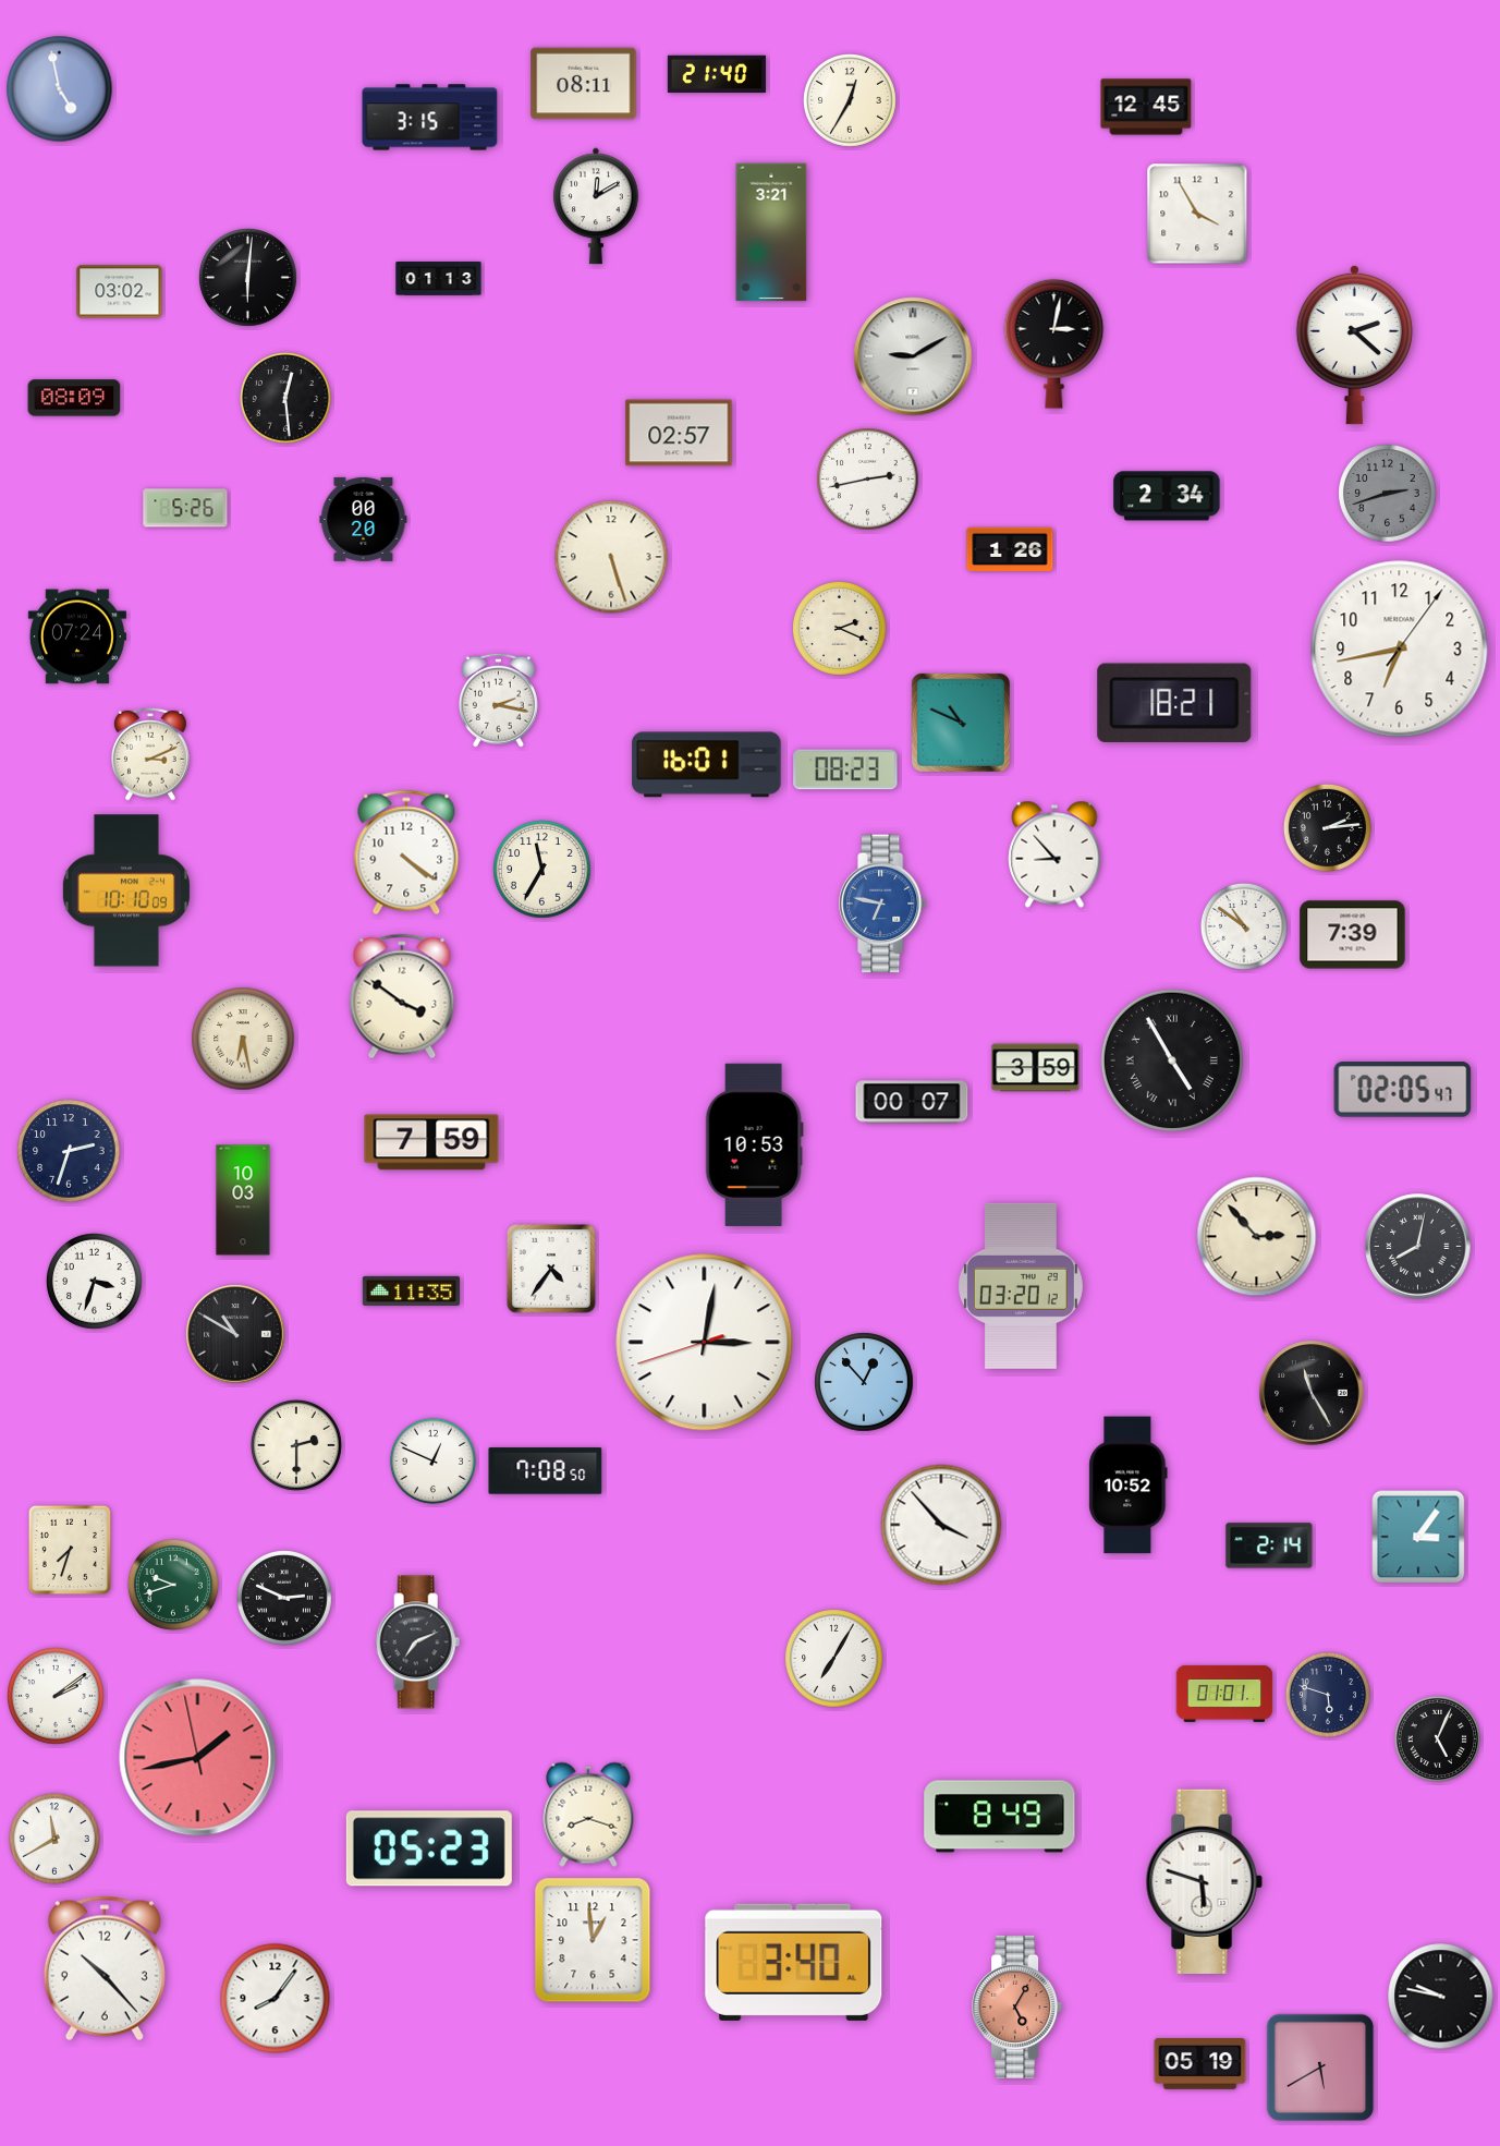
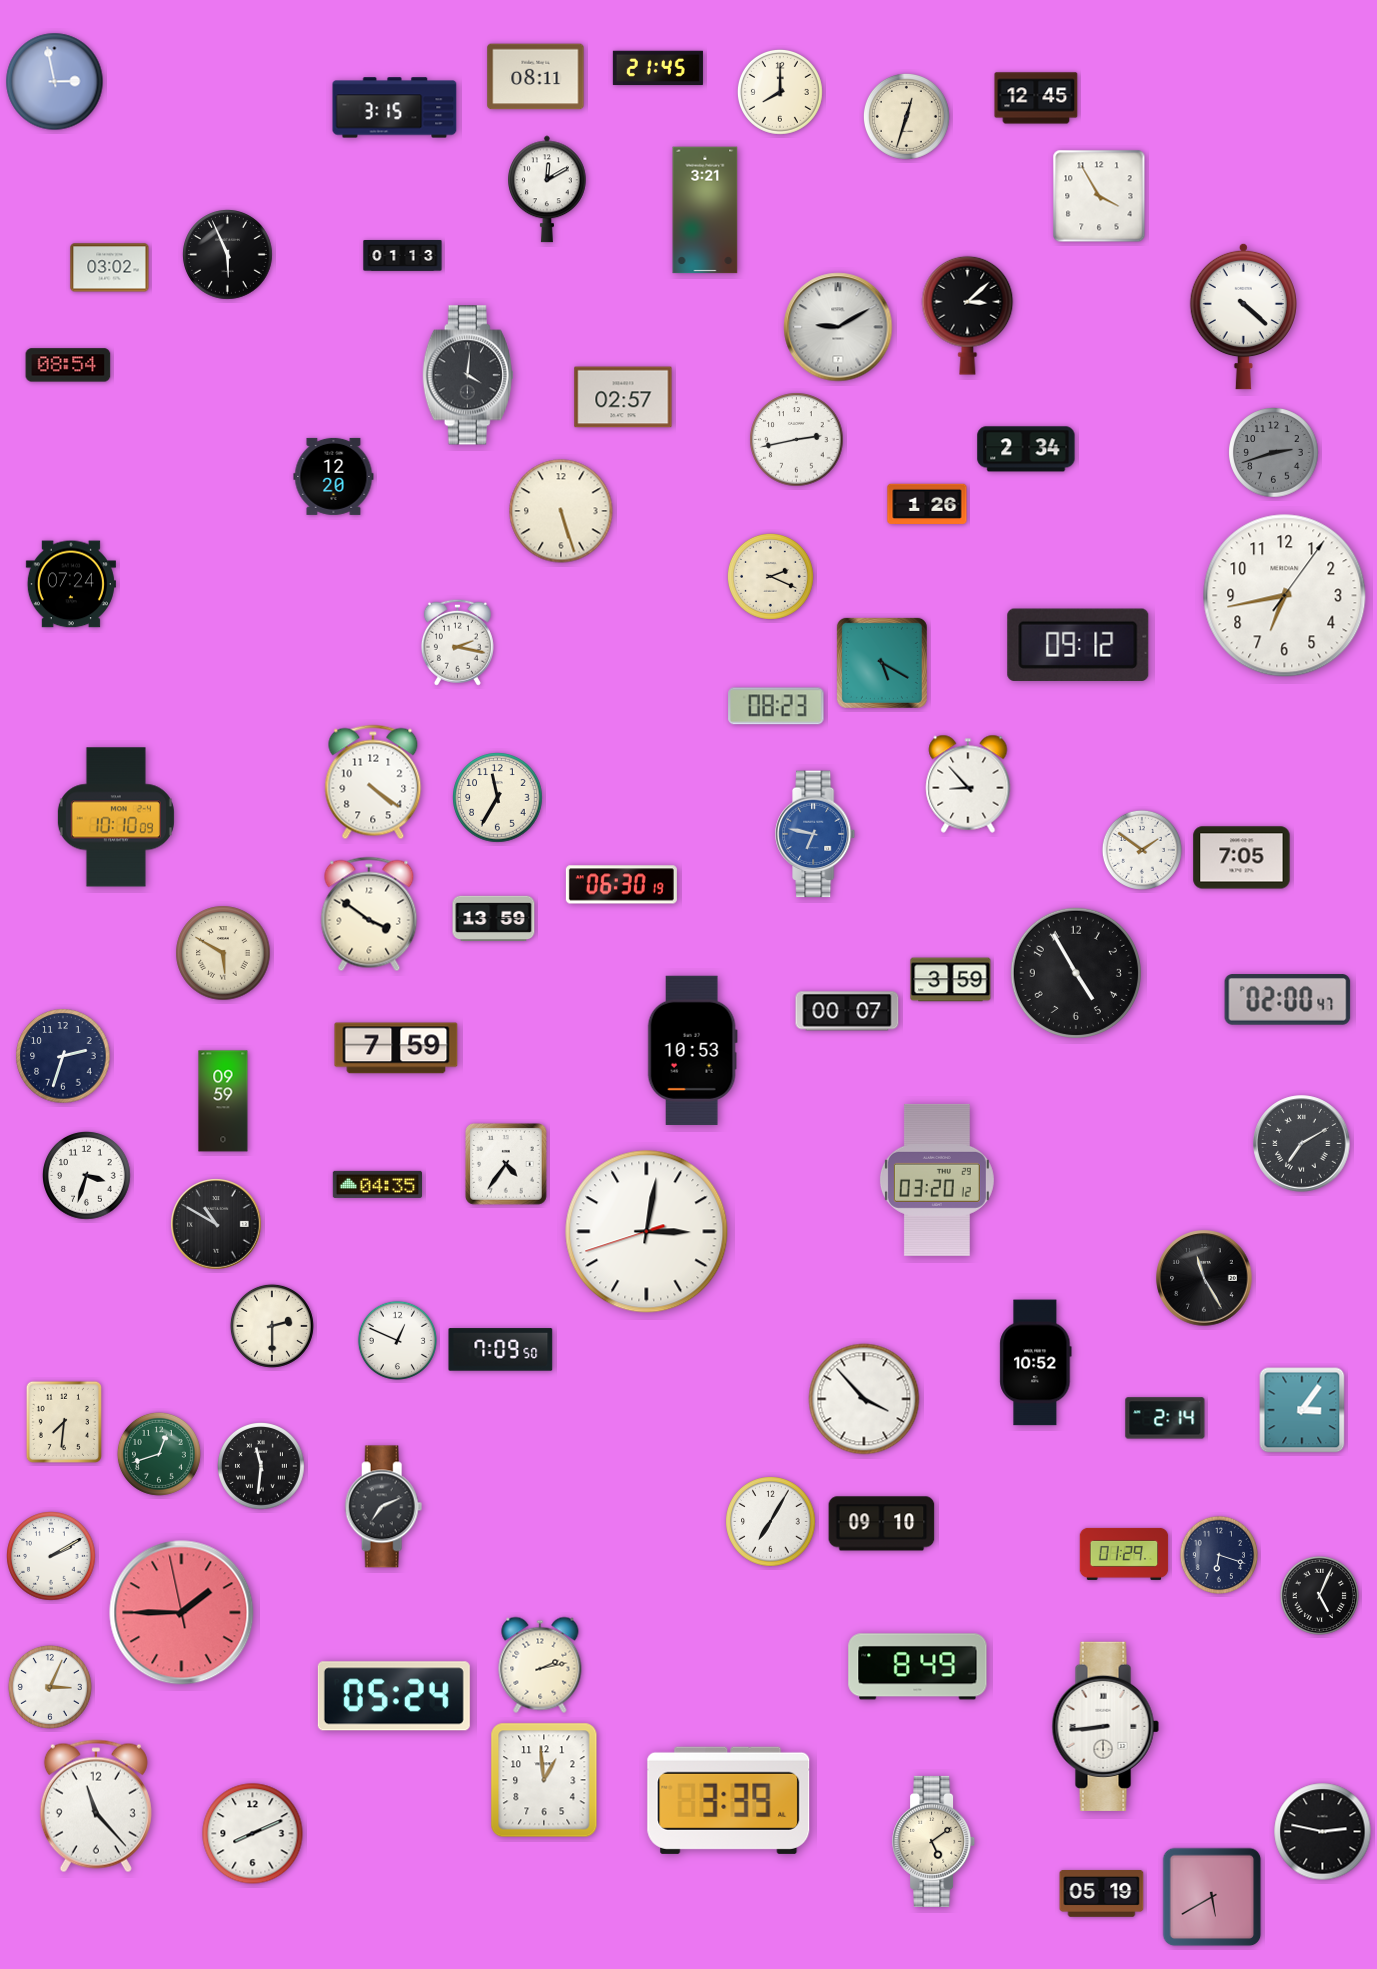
clock at (717, 74): 21:40 -> 21:45
clock at (60, 89): 4:58 -> 2:58
clock at (850, 100): 12:35 -> 8:00
clock at (1146, 107) position: (1146, 107) -> (1036, 98)
clock at (907, 116): none -> 12:33
clock at (771, 232) position: (771, 232) -> (705, 210)
clock at (248, 278): 6:01 -> 5:56
clock at (1054, 343): 3:02 -> 3:08
clock at (1354, 344): 2:22 -> 4:22
clock at (74, 398): 08:09 -> 08:54
clock at (285, 398): 12:29 -> none
clock at (468, 375): none -> 4:01
clock at (1167, 496) position: (1167, 496) -> (1026, 449)
clock at (185, 508): 5:26 -> none
clock at (364, 519): 00:20 -> 12:20
clock at (1174, 702): 18:21 -> 09:12
clock at (961, 723): 10:49 -> 5:20
clock at (150, 754): 3:11 -> none
clock at (707, 765): 16:01 -> none
clock at (1327, 827): 2:14 -> none
clock at (883, 904) position: (883, 904) -> (816, 834)
clock at (1244, 926): 10:51 -> 1:51
clock at (1353, 935): 7:39 -> 7:05
clock at (621, 885): none -> 06:30
clock at (494, 918): none -> 13:59
clock at (243, 1039): 6:28 -> 5:50
clock at (1172, 1060) numerals: Roman -> Arabic
clock at (1403, 1090): 02:05 -> 02:00
clock at (912, 1102) position: (912, 1102) -> (847, 1011)
clock at (243, 1200): 10:03 -> 09:59
clock at (1257, 1237): 2:53 -> none
clock at (1418, 1247): 8:02 -> 7:10
clock at (411, 1290): 11:35 -> 04:35
clock at (864, 1382): 12:53 -> none
clock at (546, 1471): 7:08 -> 7:09
clock at (70, 1550): 7:33 -> 7:31
clock at (173, 1585): 9:42 -> 12:42
clock at (285, 1599): 2:49 -> 11:31
clock at (834, 1659) position: (834, 1659) -> (771, 1522)
clock at (882, 1524): none -> 09:10
clock at (1224, 1694): 01:01 -> 01:29
clock at (1327, 1694): 5:48 -> 6:18
clock at (56, 1696): 2:09 -> 2:10
clock at (198, 1758): 1:42 -> 1:44
clock at (588, 1815): 8:18 -> 2:13
clock at (54, 1839): 11:40 -> 3:04
clock at (429, 1848): 05:23 -> 05:24
clock at (1204, 1881): 5:48 -> 8:44
clock at (794, 1962): 3:40 -> 3:39
clock at (105, 1968): 10:23 -> 11:23
clock at (1441, 1997): 9:47 -> 2:47
clock at (276, 1999): 8:06 -> 8:11
clock at (1017, 2006): 5:05 -> 5:09
clock at (1017, 2006) dial: salmon -> cream
